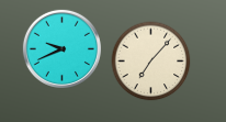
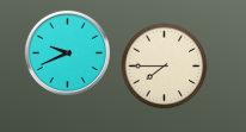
clock at (151, 62): 7:07 -> 7:45
